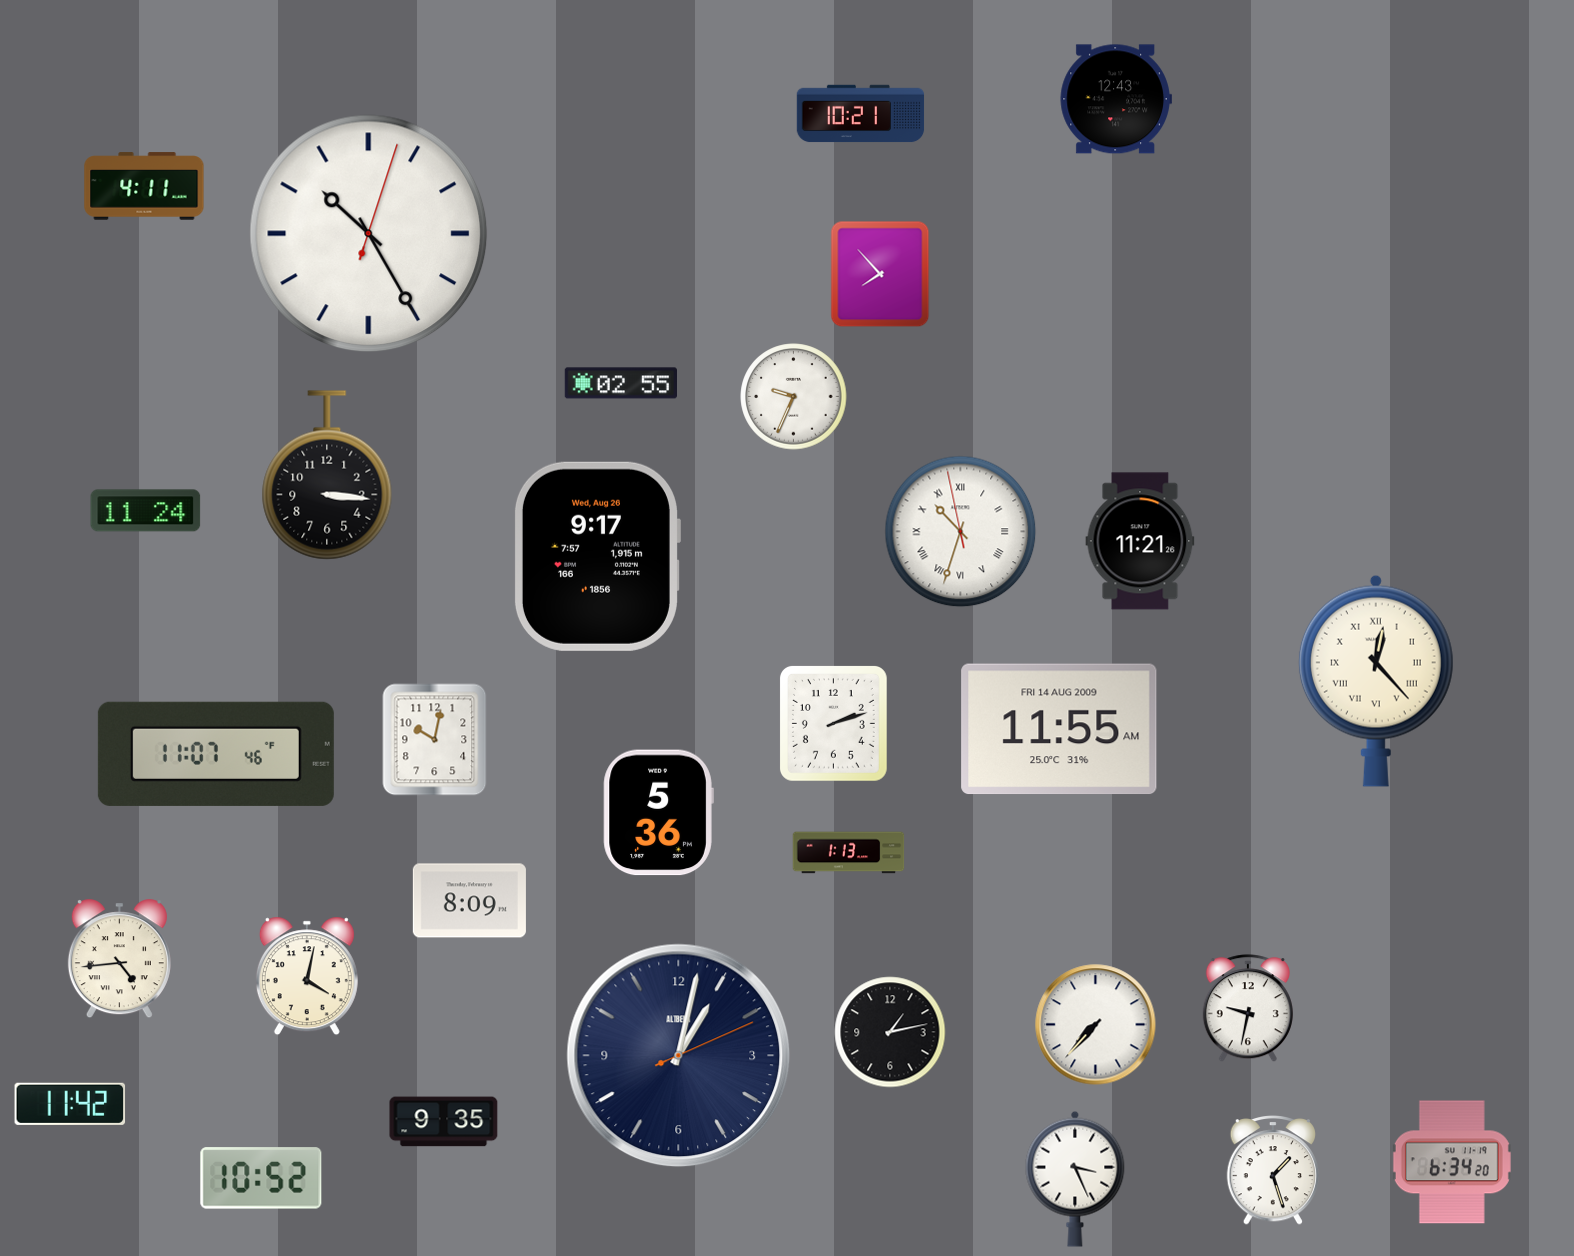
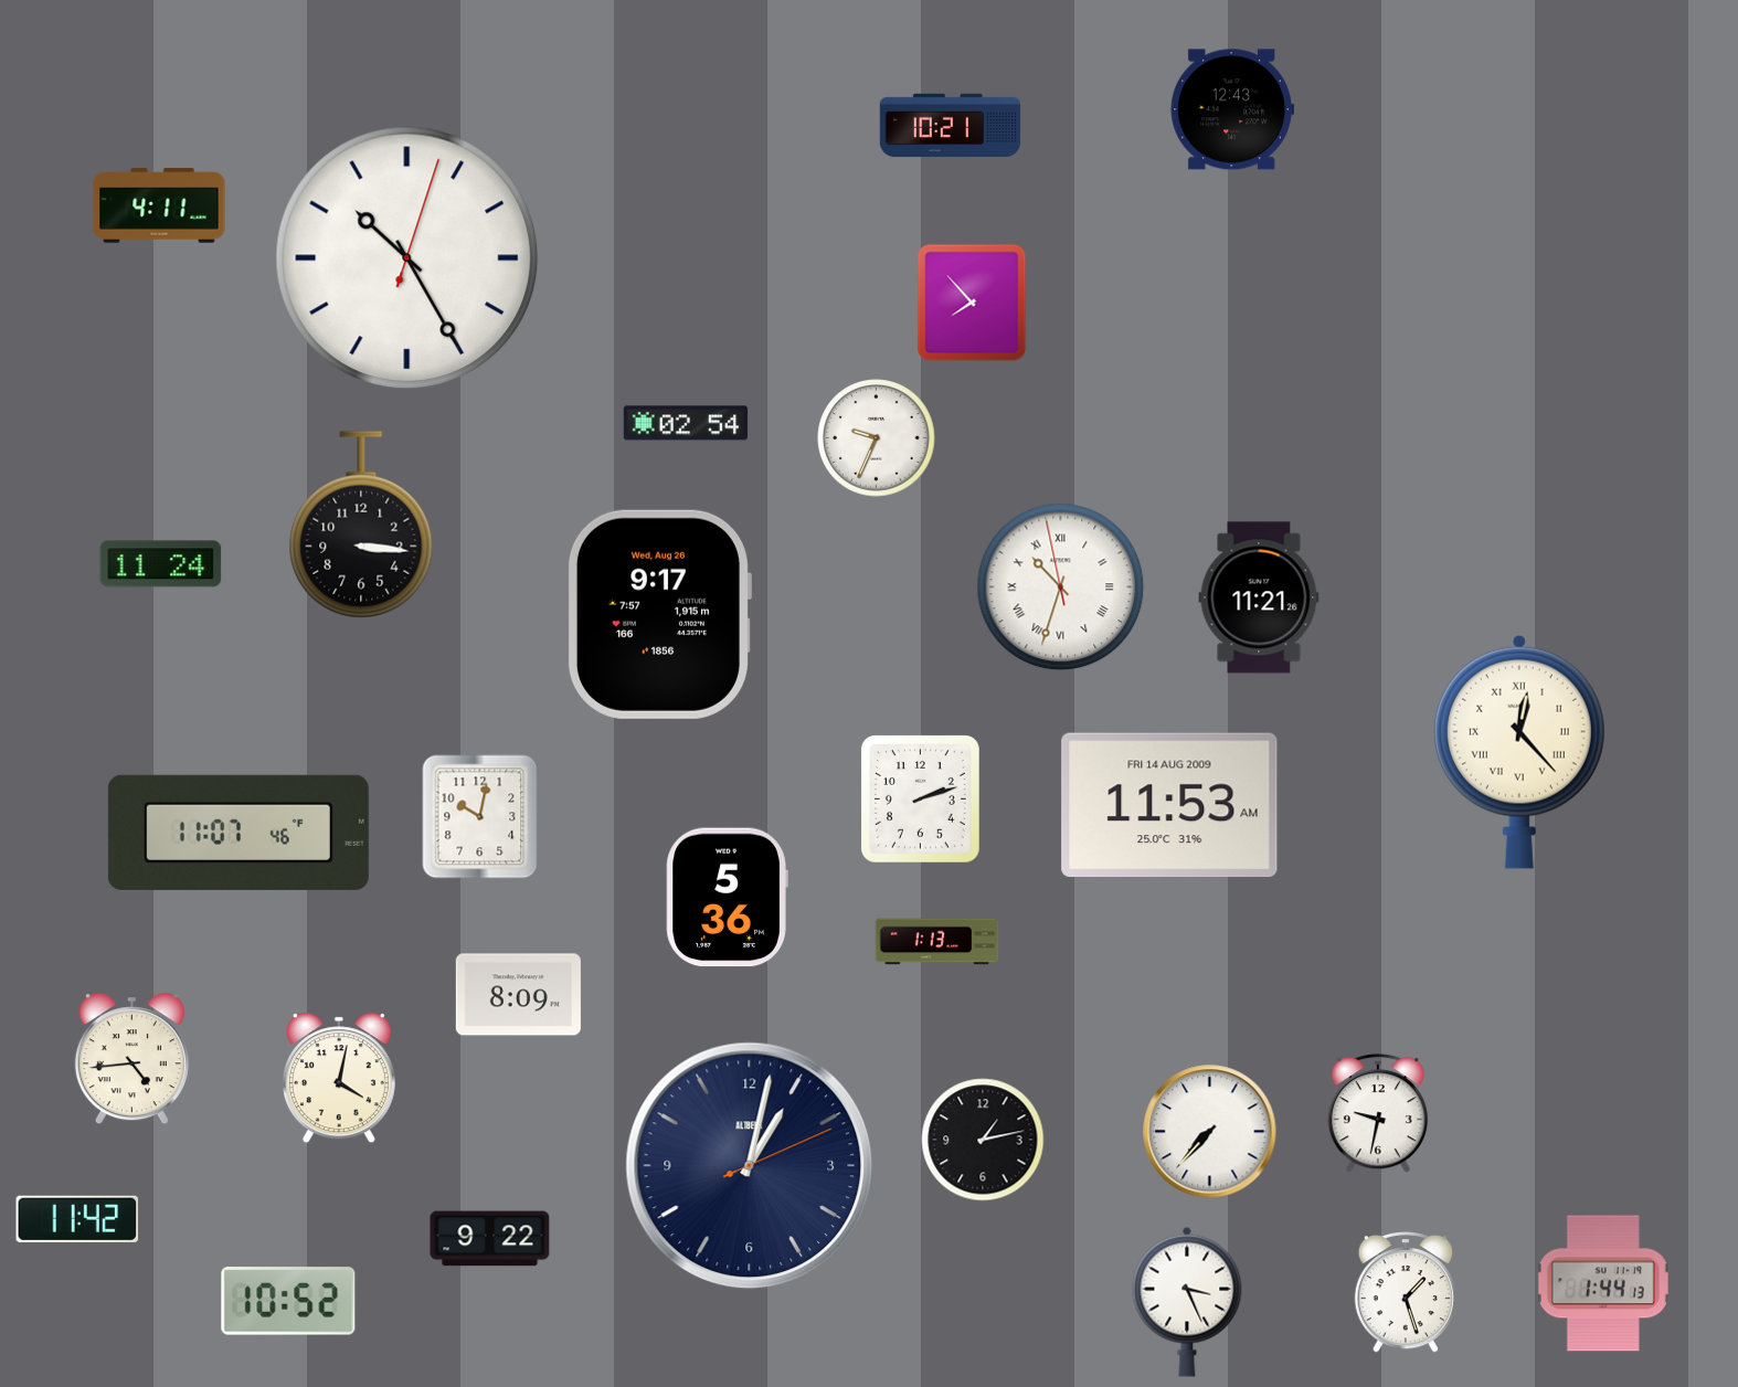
clock at (620, 383): 02:55 -> 02:54
clock at (1059, 729): 11:55 -> 11:53
clock at (444, 1122): 9:35 -> 9:22
clock at (1452, 1162): 6:34 -> 1:44
